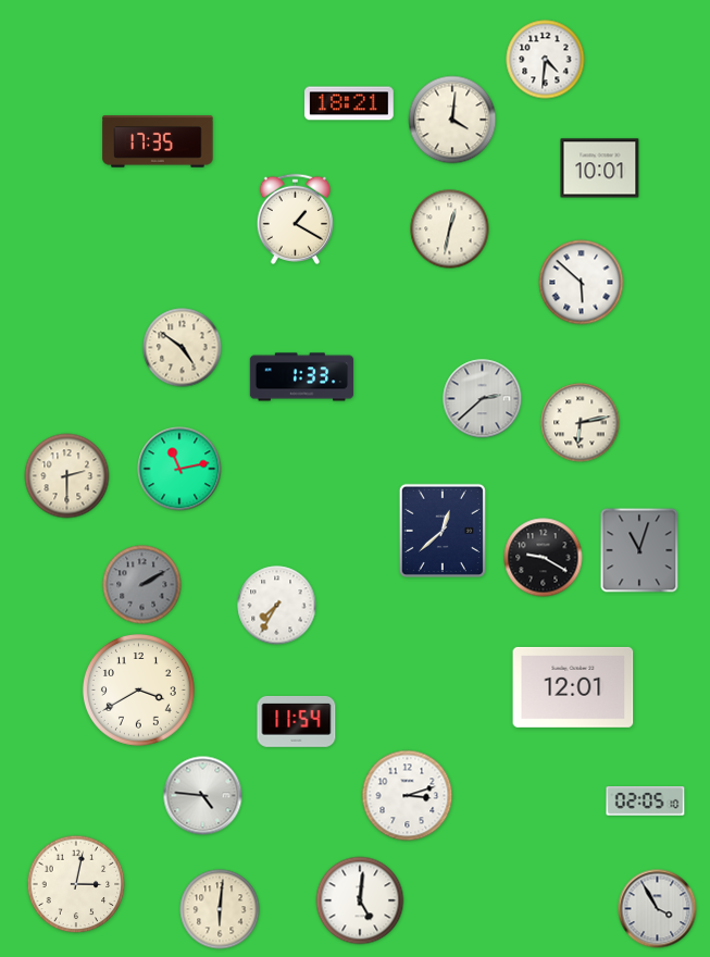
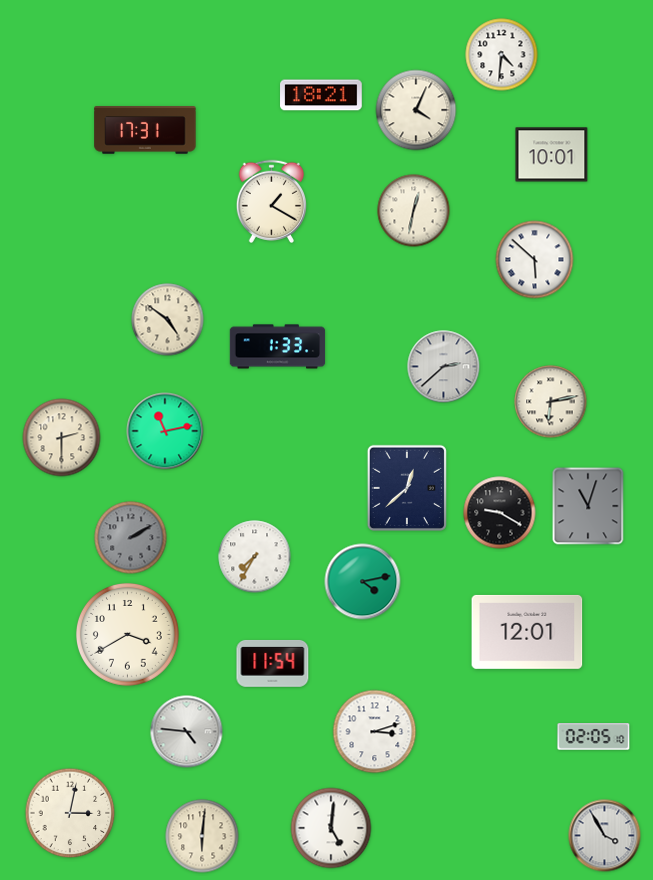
clock at (452, 120): 4:01 -> 4:04
clock at (158, 141): 17:35 -> 17:31
clock at (581, 423) position: (581, 423) -> (551, 402)
clock at (363, 582): none -> 4:13
